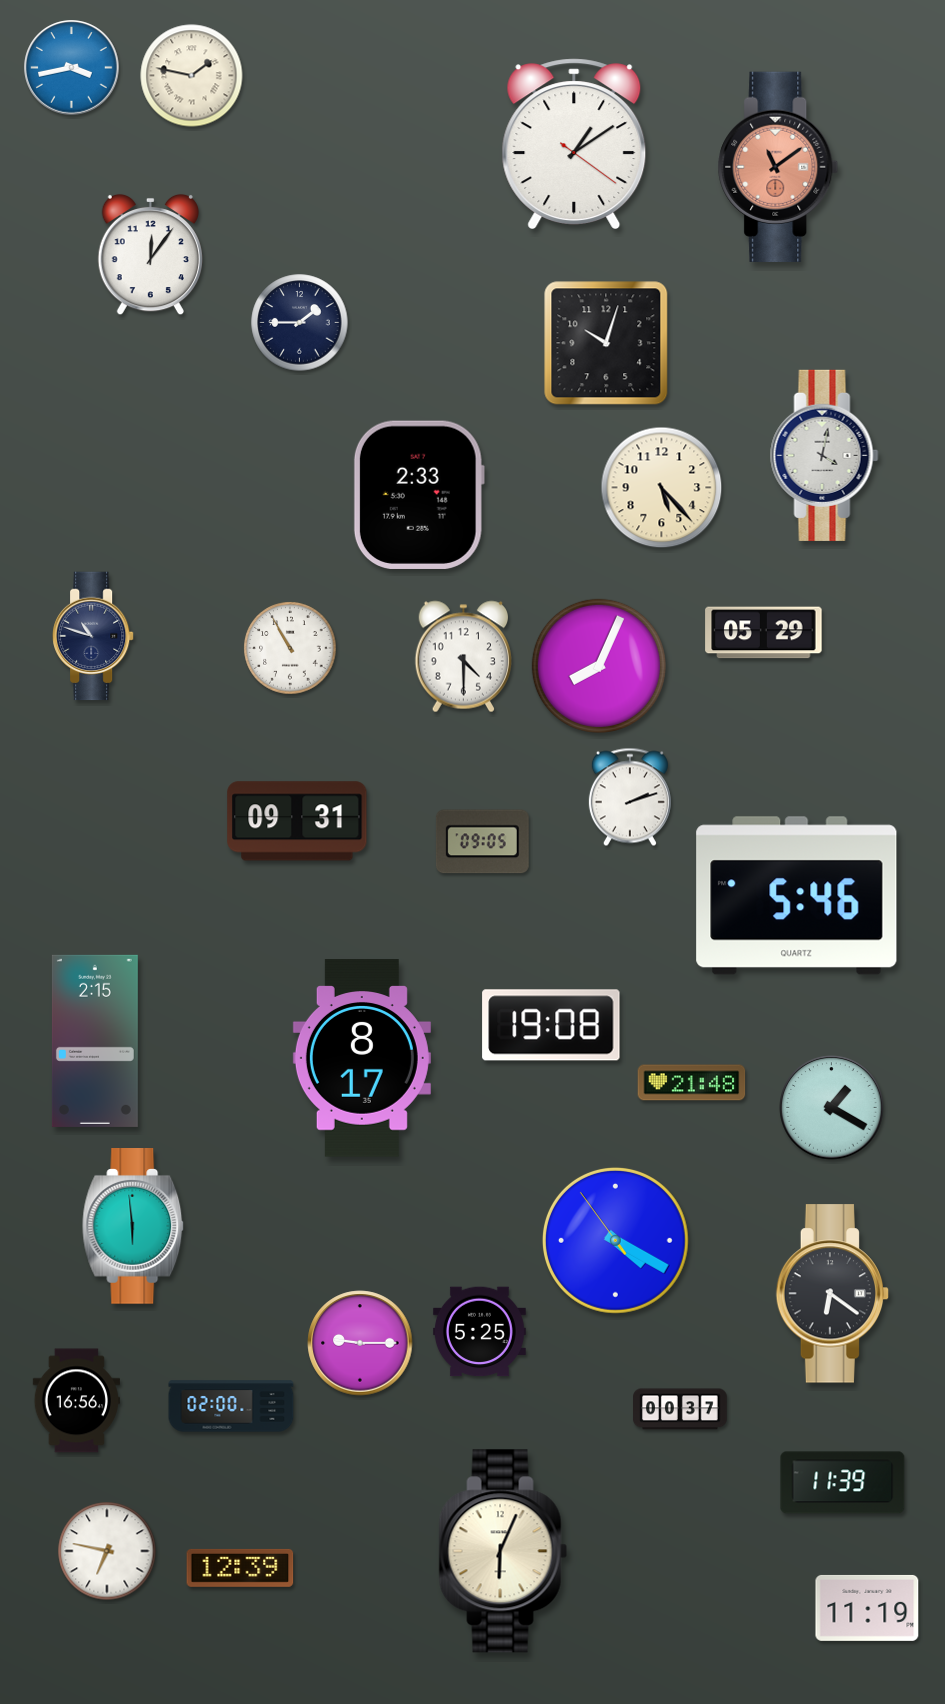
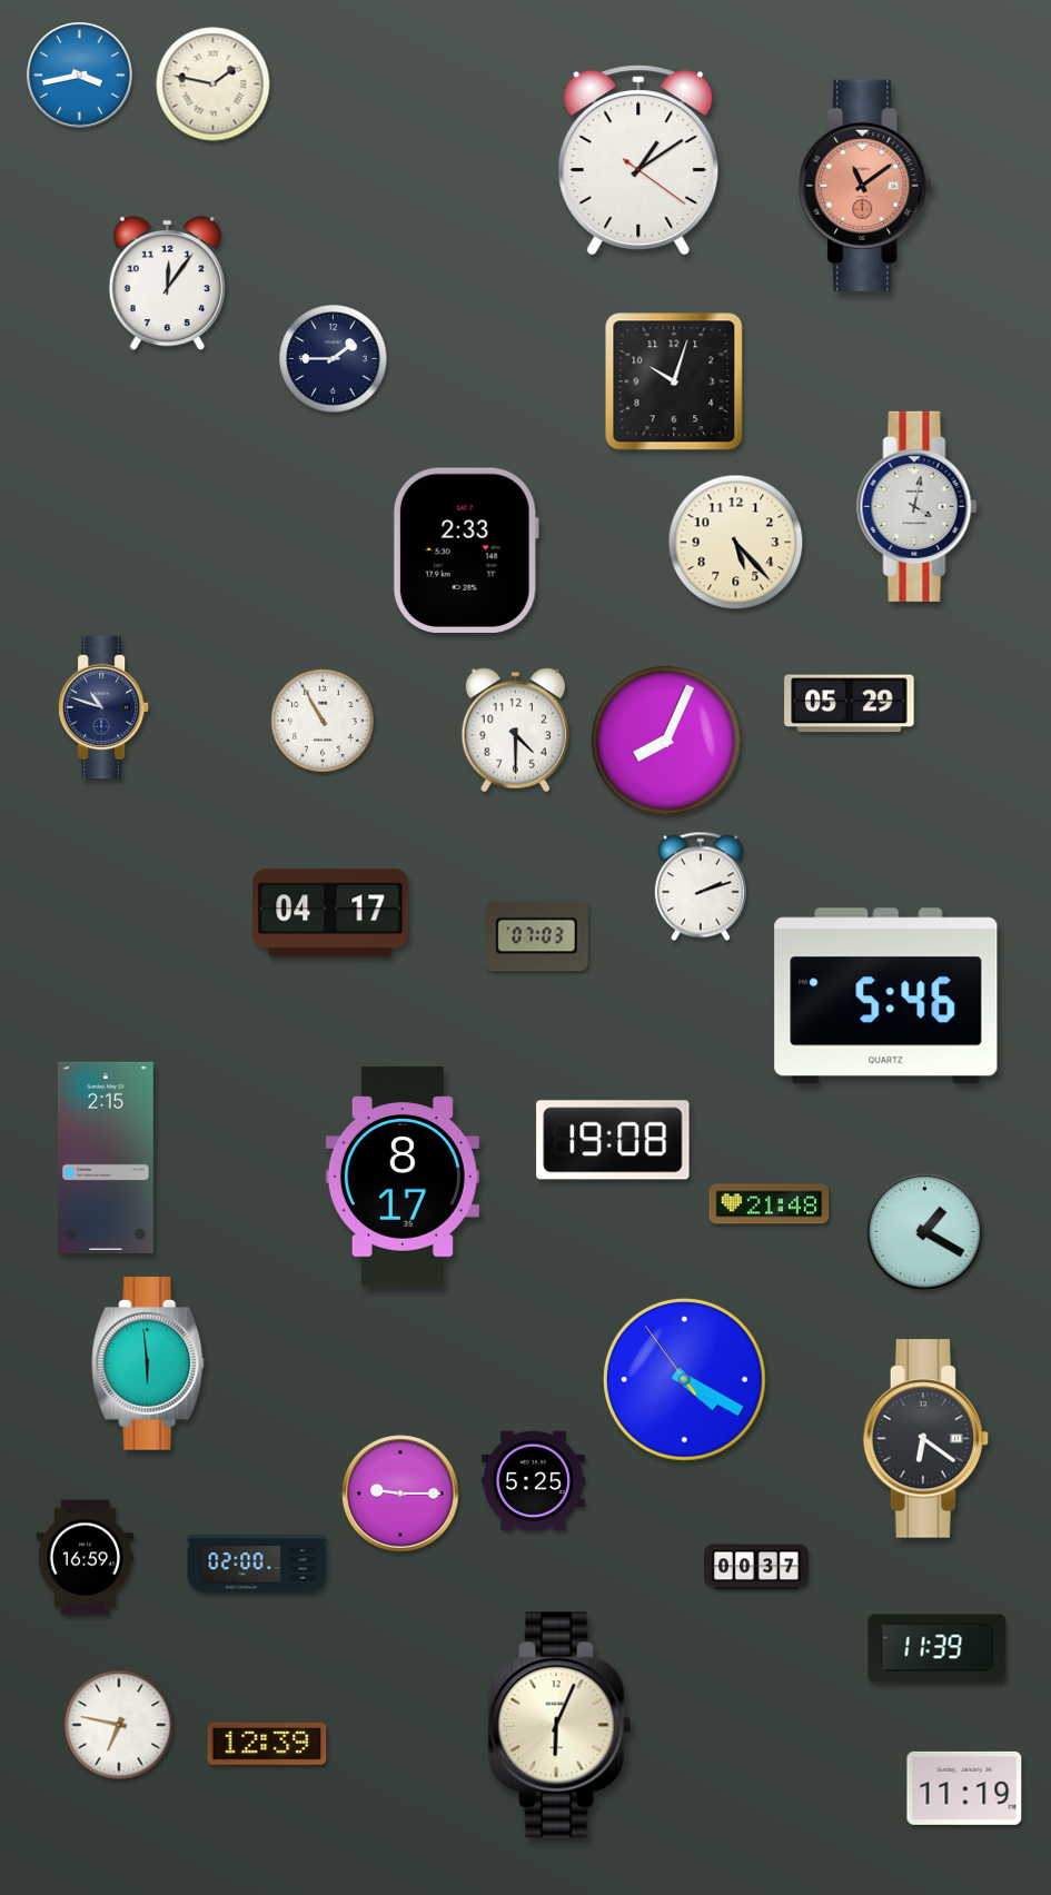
clock at (297, 821): 09:31 -> 04:17
clock at (482, 842): 09:05 -> 07:03
clock at (76, 1401): 16:56 -> 16:59
